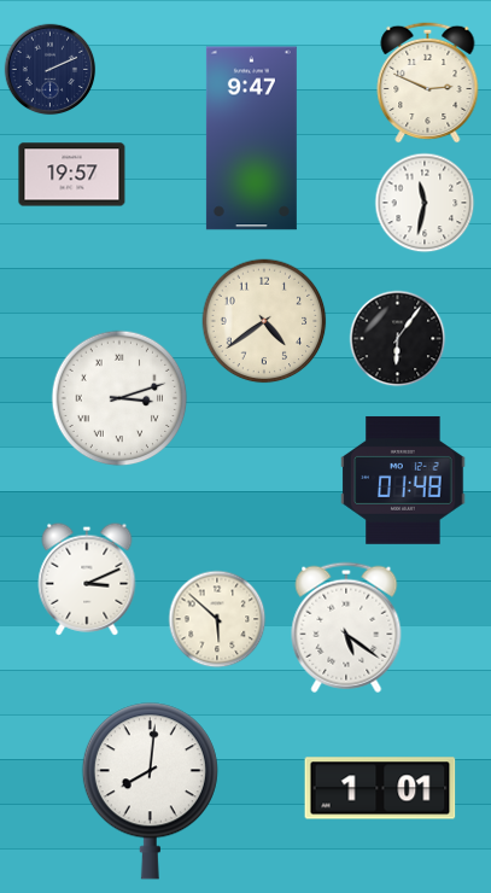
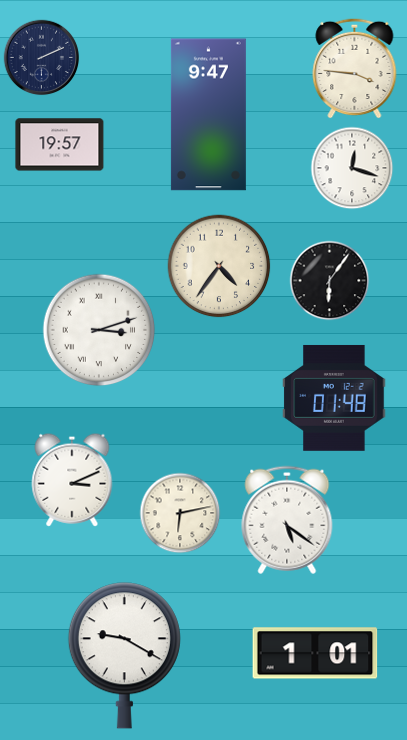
clock at (428, 82): 2:49 -> 3:46
clock at (425, 203): 11:32 -> 12:18
clock at (264, 321): 4:39 -> 4:36
clock at (217, 619): 5:52 -> 6:13
clock at (150, 792): 8:01 -> 9:20
